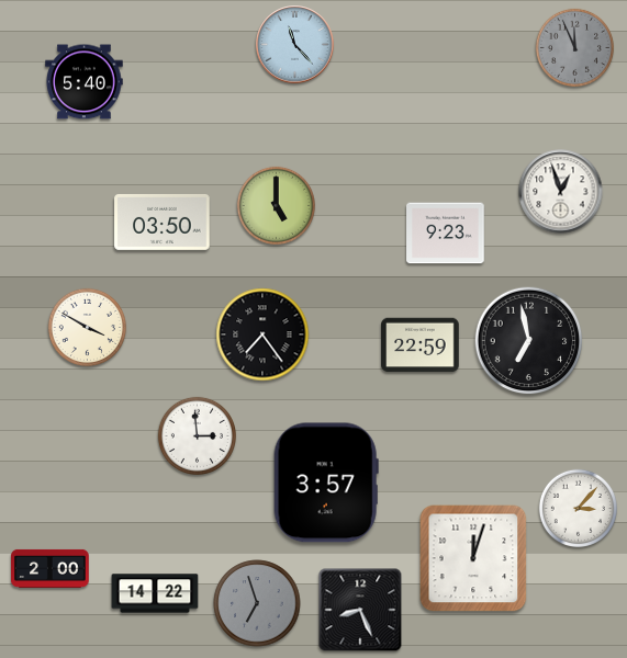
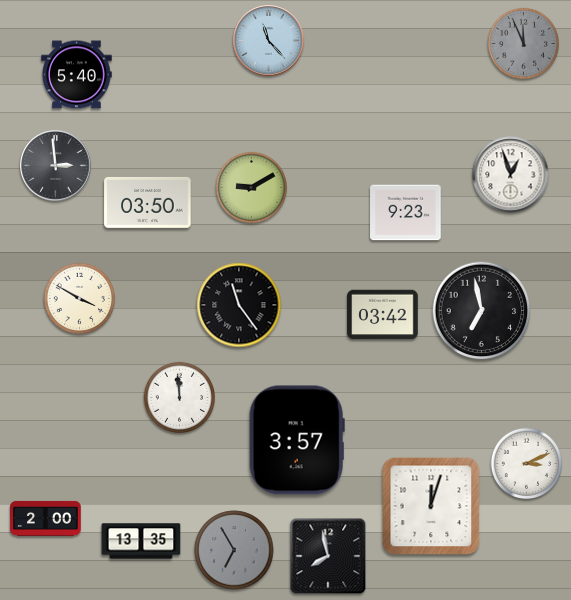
clock at (56, 166): none -> 2:59
clock at (276, 205): 5:00 -> 9:10
clock at (262, 334): 7:24 -> 11:24
clock at (421, 345): 22:59 -> 03:42
clock at (197, 435): 2:59 -> 11:59
clock at (578, 508): 3:07 -> 3:11
clock at (473, 558) position: (473, 558) -> (431, 506)
clock at (155, 593): 14:22 -> 13:35
clock at (257, 603): 6:57 -> 6:55
clock at (360, 610): 8:26 -> 7:58
